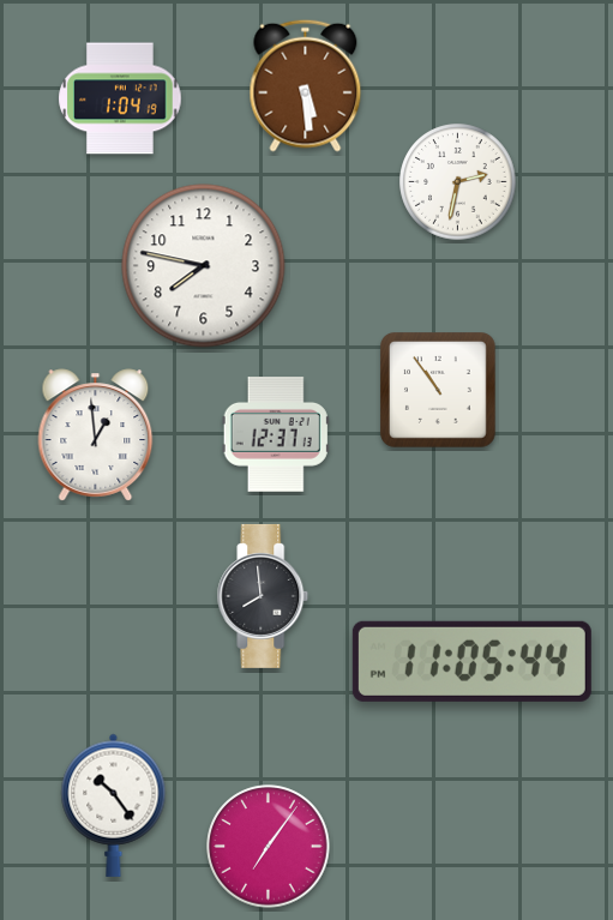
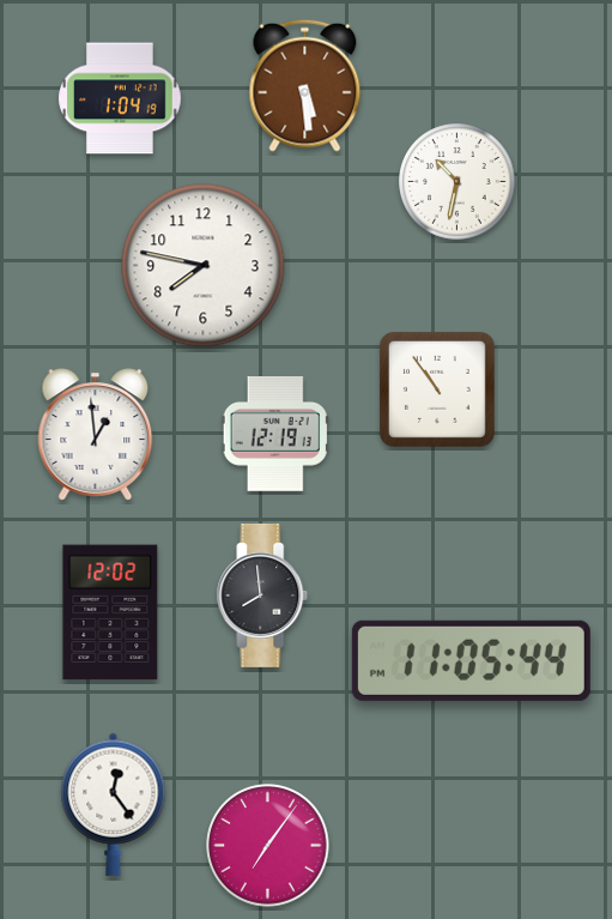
clock at (458, 182): 2:32 -> 10:32
clock at (276, 435): 12:37 -> 12:19
clock at (110, 612): none -> 12:02
clock at (114, 805): 10:24 -> 12:24
